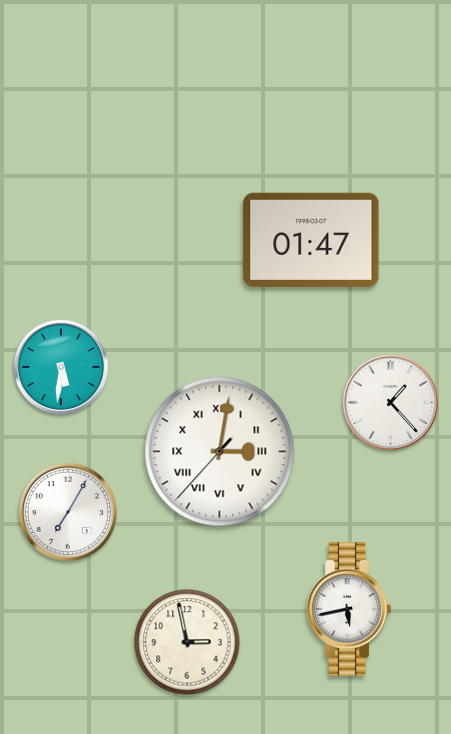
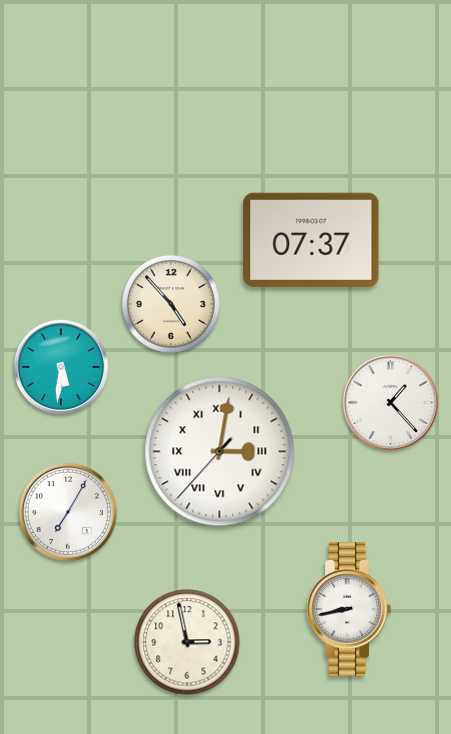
clock at (311, 240): 01:47 -> 07:37
clock at (171, 304): none -> 4:53
clock at (349, 609): 5:43 -> 8:43
